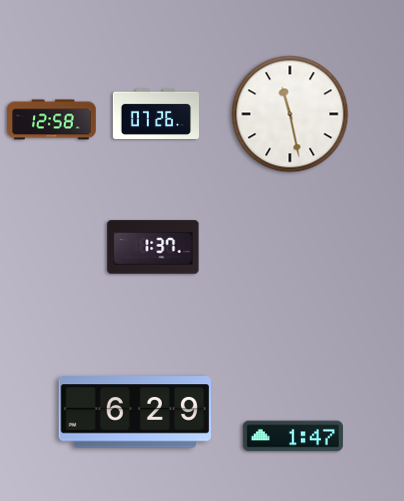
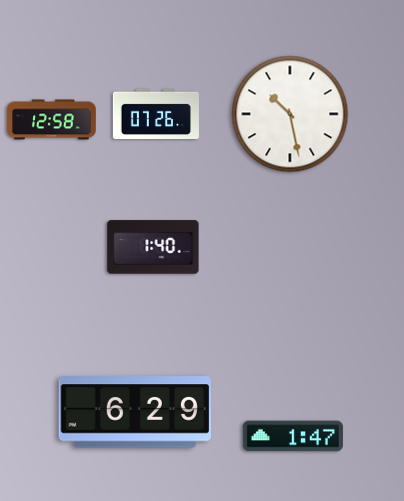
clock at (290, 114): 11:28 -> 10:28
clock at (153, 247): 1:37 -> 1:40
